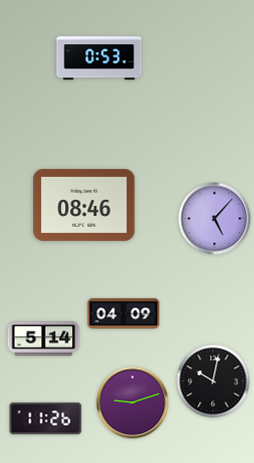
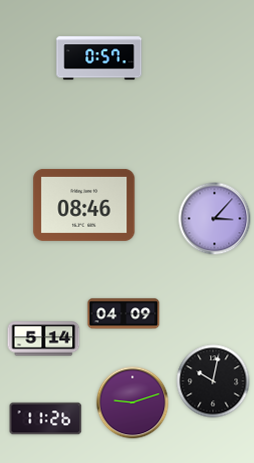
clock at (99, 58): 0:53 -> 0:57
clock at (215, 219): 5:07 -> 3:07
